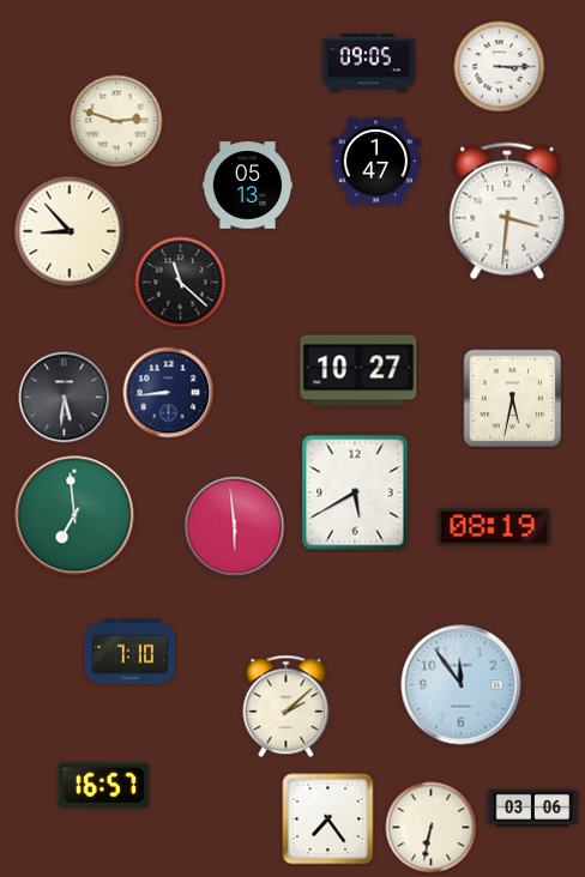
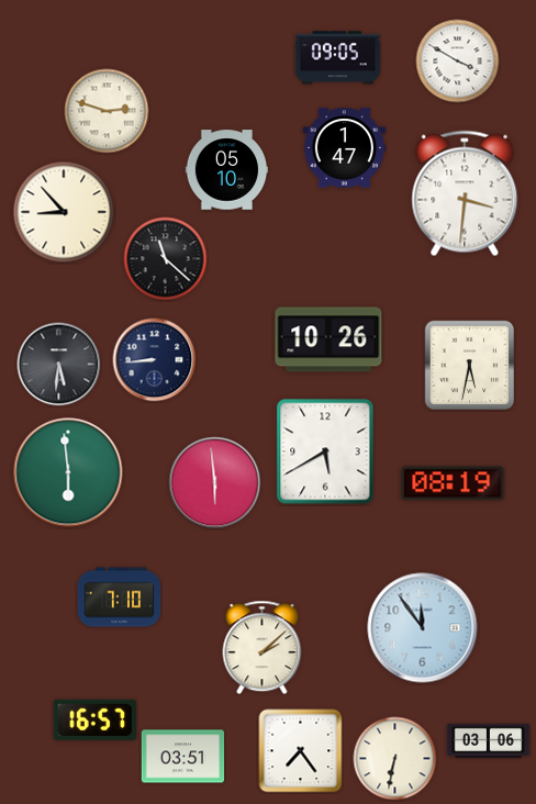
clock at (500, 67): 3:15 -> 3:50
clock at (248, 186): 05:13 -> 05:10
clock at (358, 370): 10:27 -> 10:26
clock at (74, 515): 6:59 -> 5:59
clock at (183, 757): none -> 03:51
